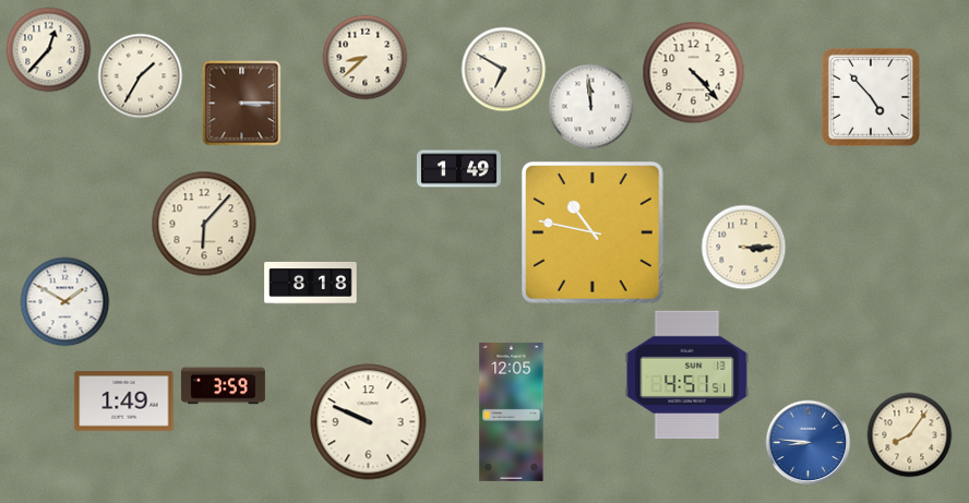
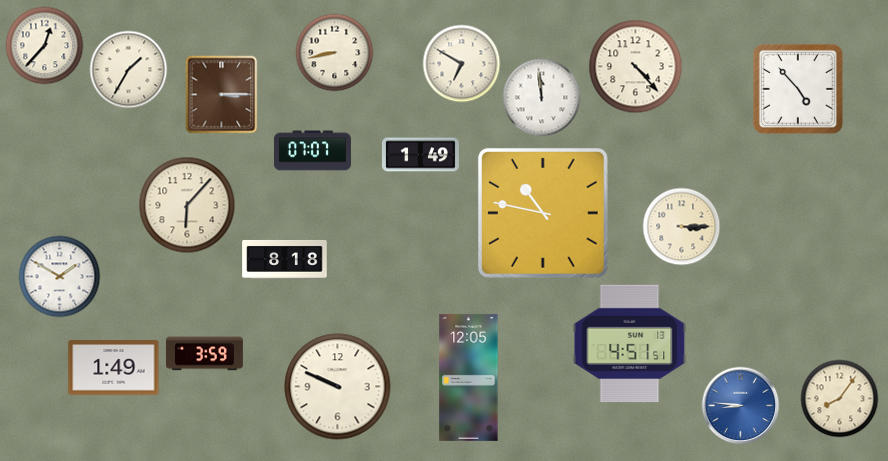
clock at (364, 57): 8:38 -> 8:43
clock at (312, 151): none -> 07:07
clock at (909, 434) position: (909, 434) -> (839, 398)
